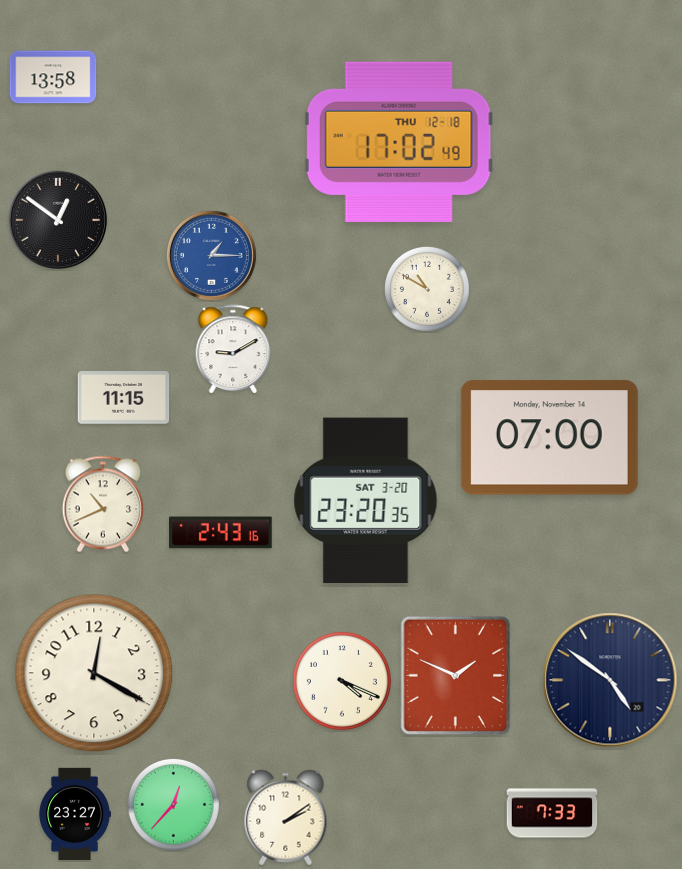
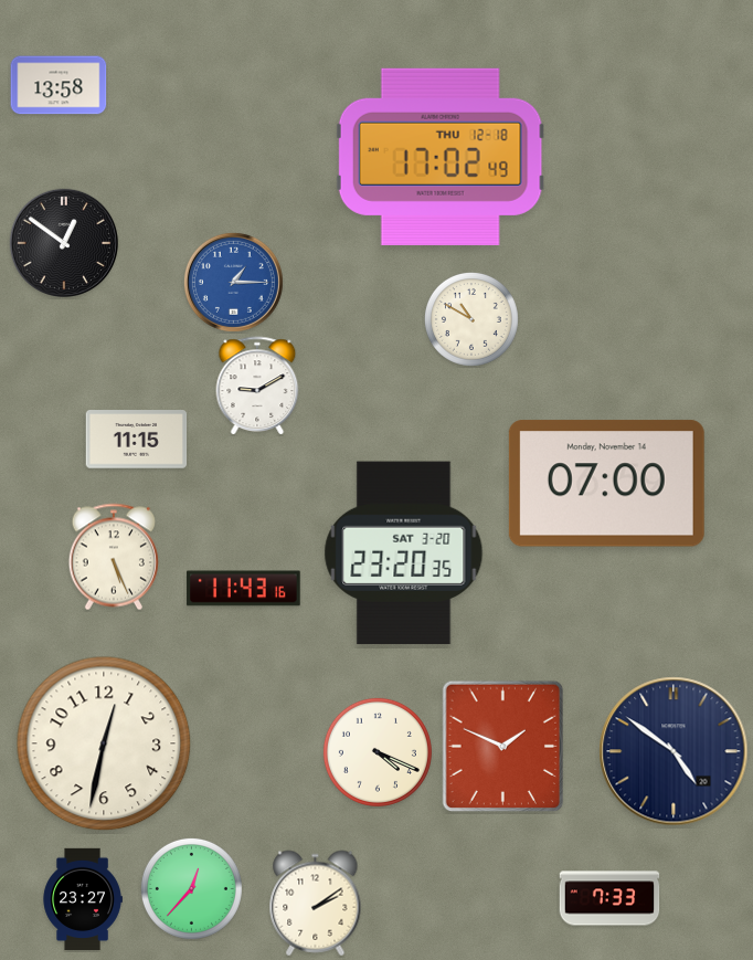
clock at (103, 504): 10:41 -> 5:26
clock at (221, 533): 2:43 -> 11:43
clock at (94, 673): 12:20 -> 12:32
